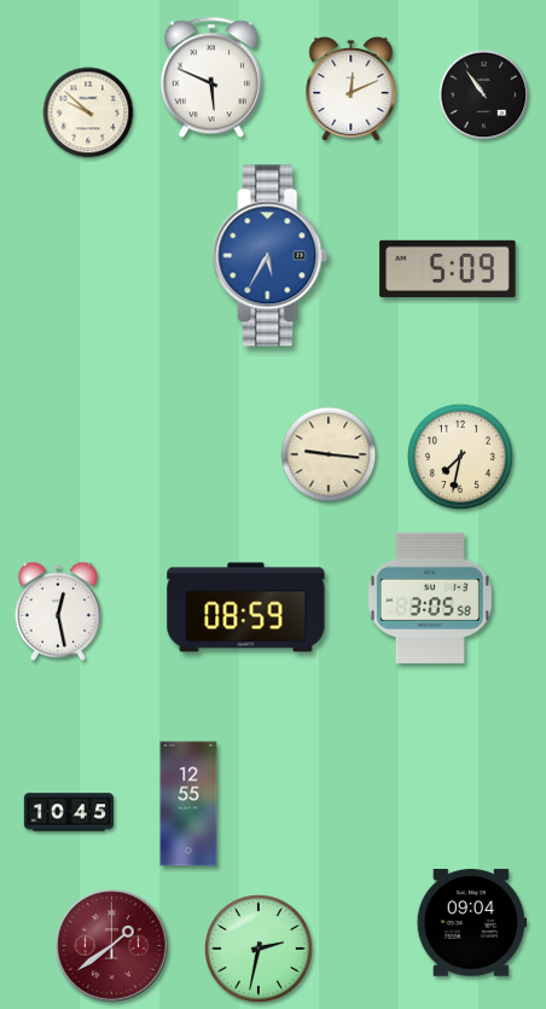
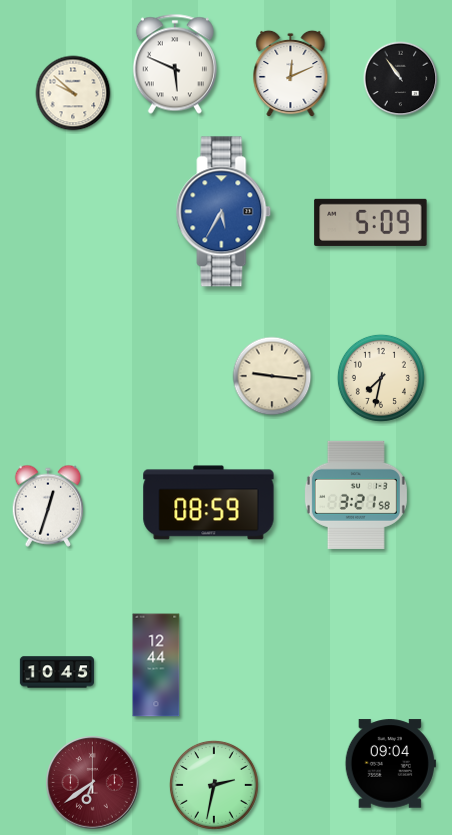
clock at (430, 598): 3:05 -> 3:21
clock at (246, 608) position: (246, 608) -> (209, 503)
clock at (58, 611): 12:28 -> 12:33
clock at (188, 804): 12:55 -> 12:44
clock at (112, 946): 1:39 -> 6:39
